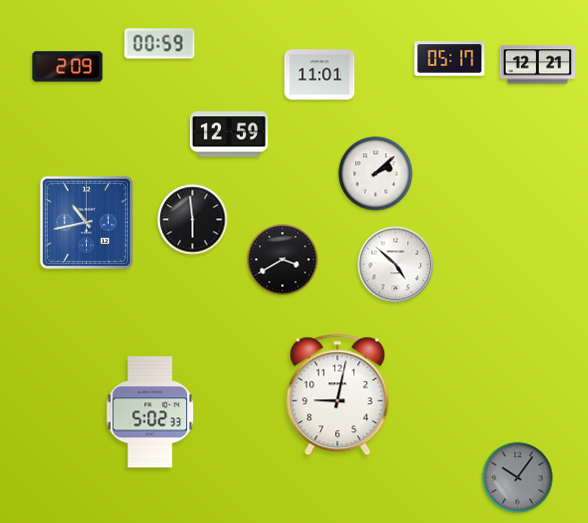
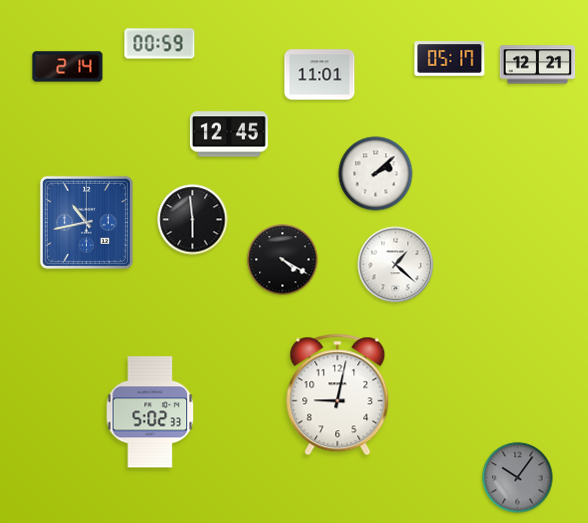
clock at (68, 67): 2:09 -> 2:14
clock at (229, 134): 12:59 -> 12:45
clock at (283, 260): 3:40 -> 4:20
clock at (396, 265): 4:52 -> 1:22
